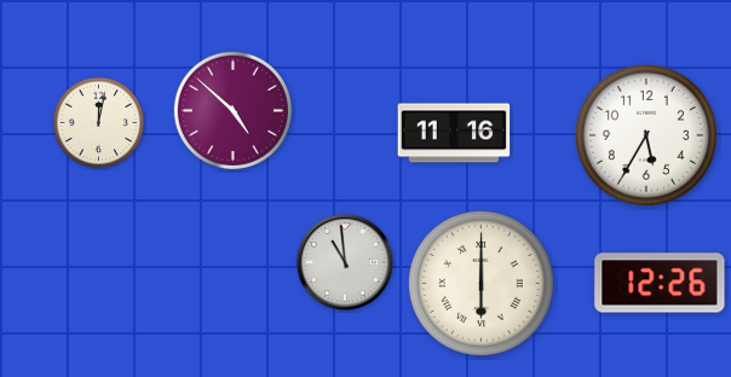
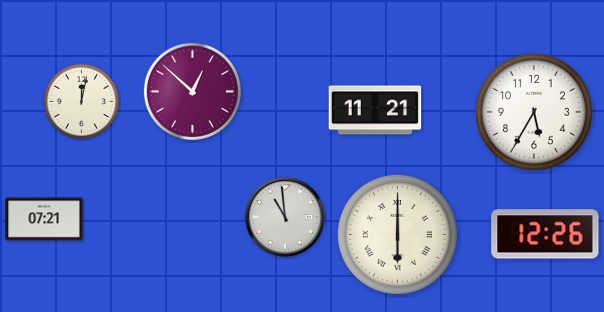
clock at (232, 110): 4:52 -> 12:52
clock at (454, 133): 11:16 -> 11:21
clock at (44, 219): none -> 07:21
